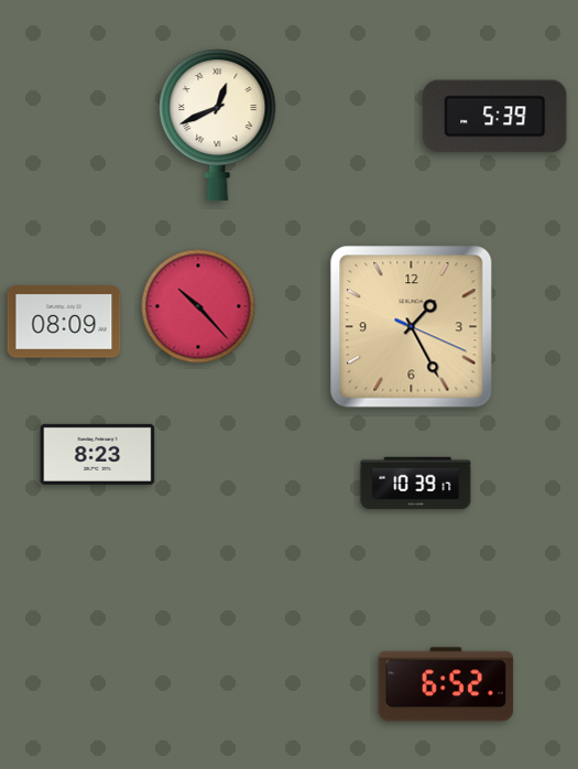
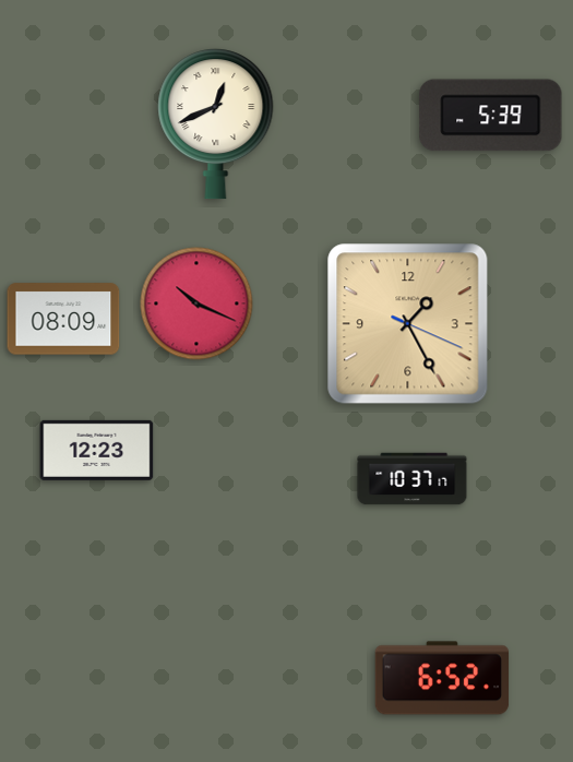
clock at (198, 306): 10:23 -> 10:19
clock at (98, 454): 8:23 -> 12:23
clock at (416, 484): 10:39 -> 10:37
